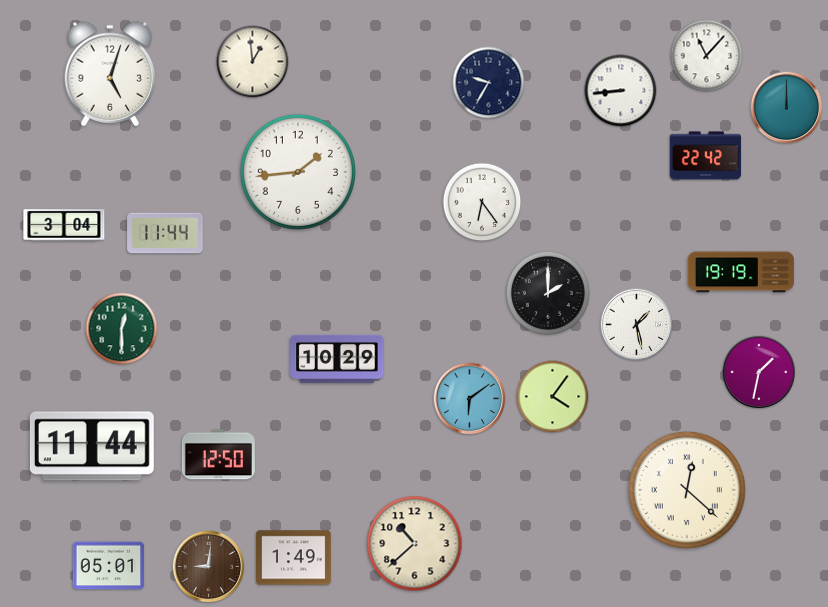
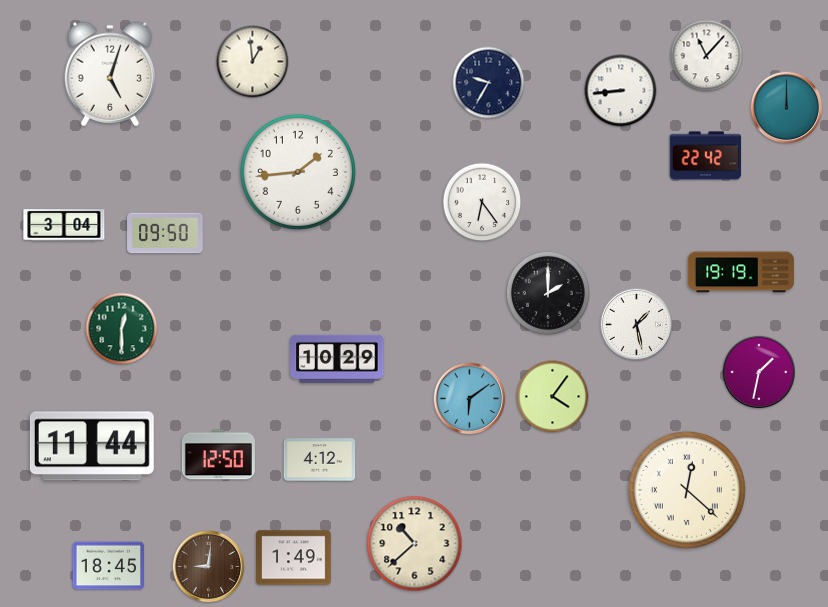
clock at (165, 233): 11:44 -> 09:50
clock at (320, 460): none -> 4:12
clock at (109, 566): 05:01 -> 18:45
